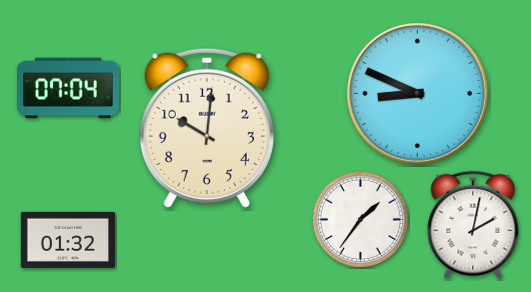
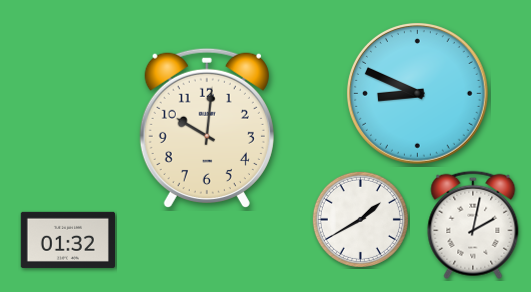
clock at (68, 88): 07:04 -> none
clock at (360, 219): 1:36 -> 1:40
